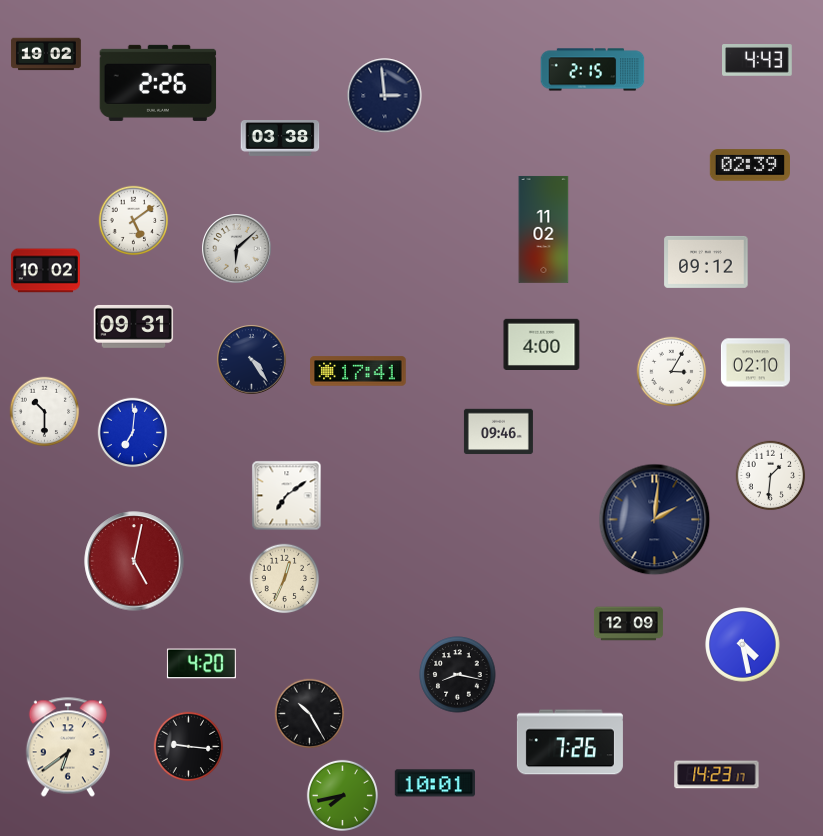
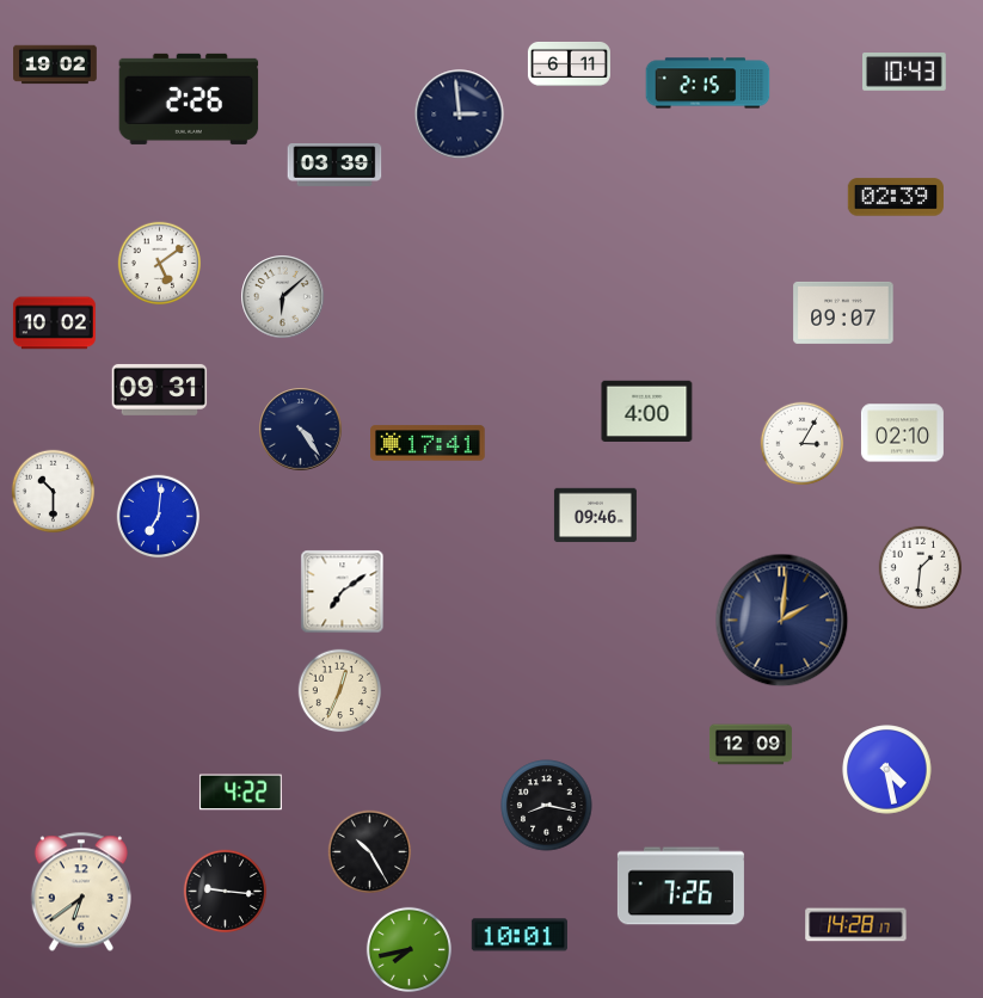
clock at (569, 63): none -> 6:11
clock at (758, 61): 4:43 -> 10:43
clock at (280, 139): 03:38 -> 03:39
clock at (544, 229): 11:02 -> none
clock at (706, 262): 09:12 -> 09:07
clock at (134, 561): 5:02 -> none
clock at (201, 664): 4:20 -> 4:22
clock at (717, 775): 14:23 -> 14:28
